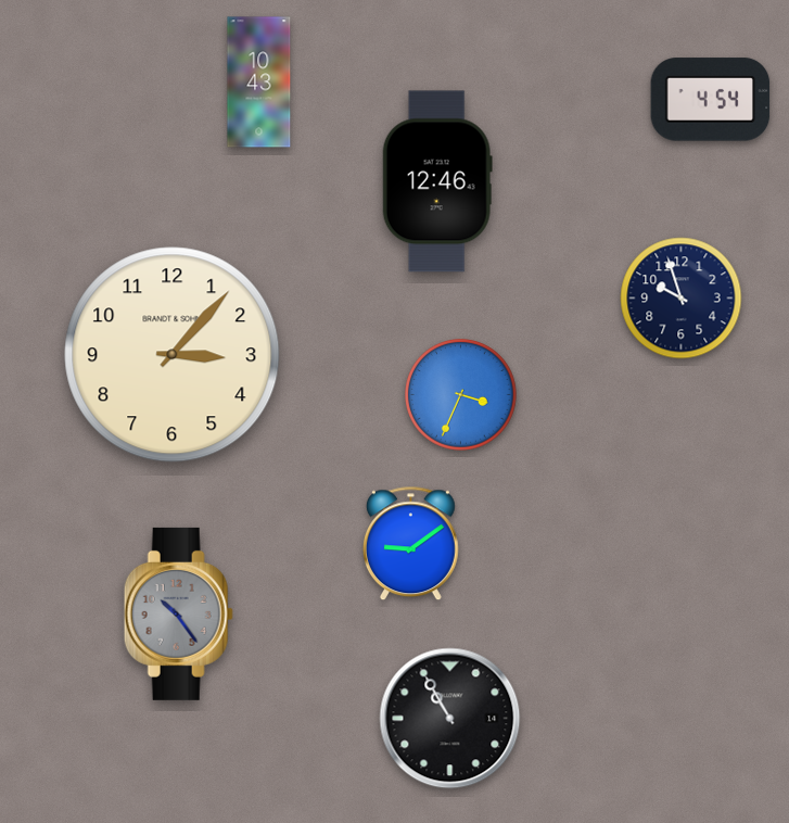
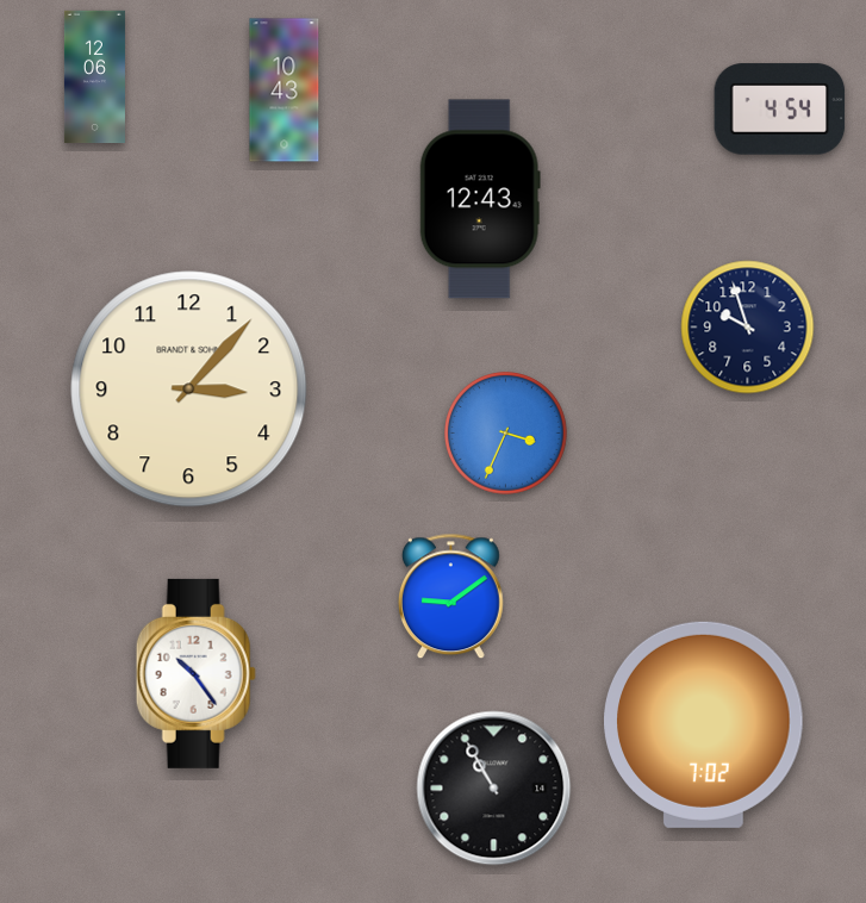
clock at (94, 77): none -> 12:06
clock at (437, 181): 12:46 -> 12:43
clock at (178, 613) dial: grey -> white
clock at (704, 724): none -> 7:02
